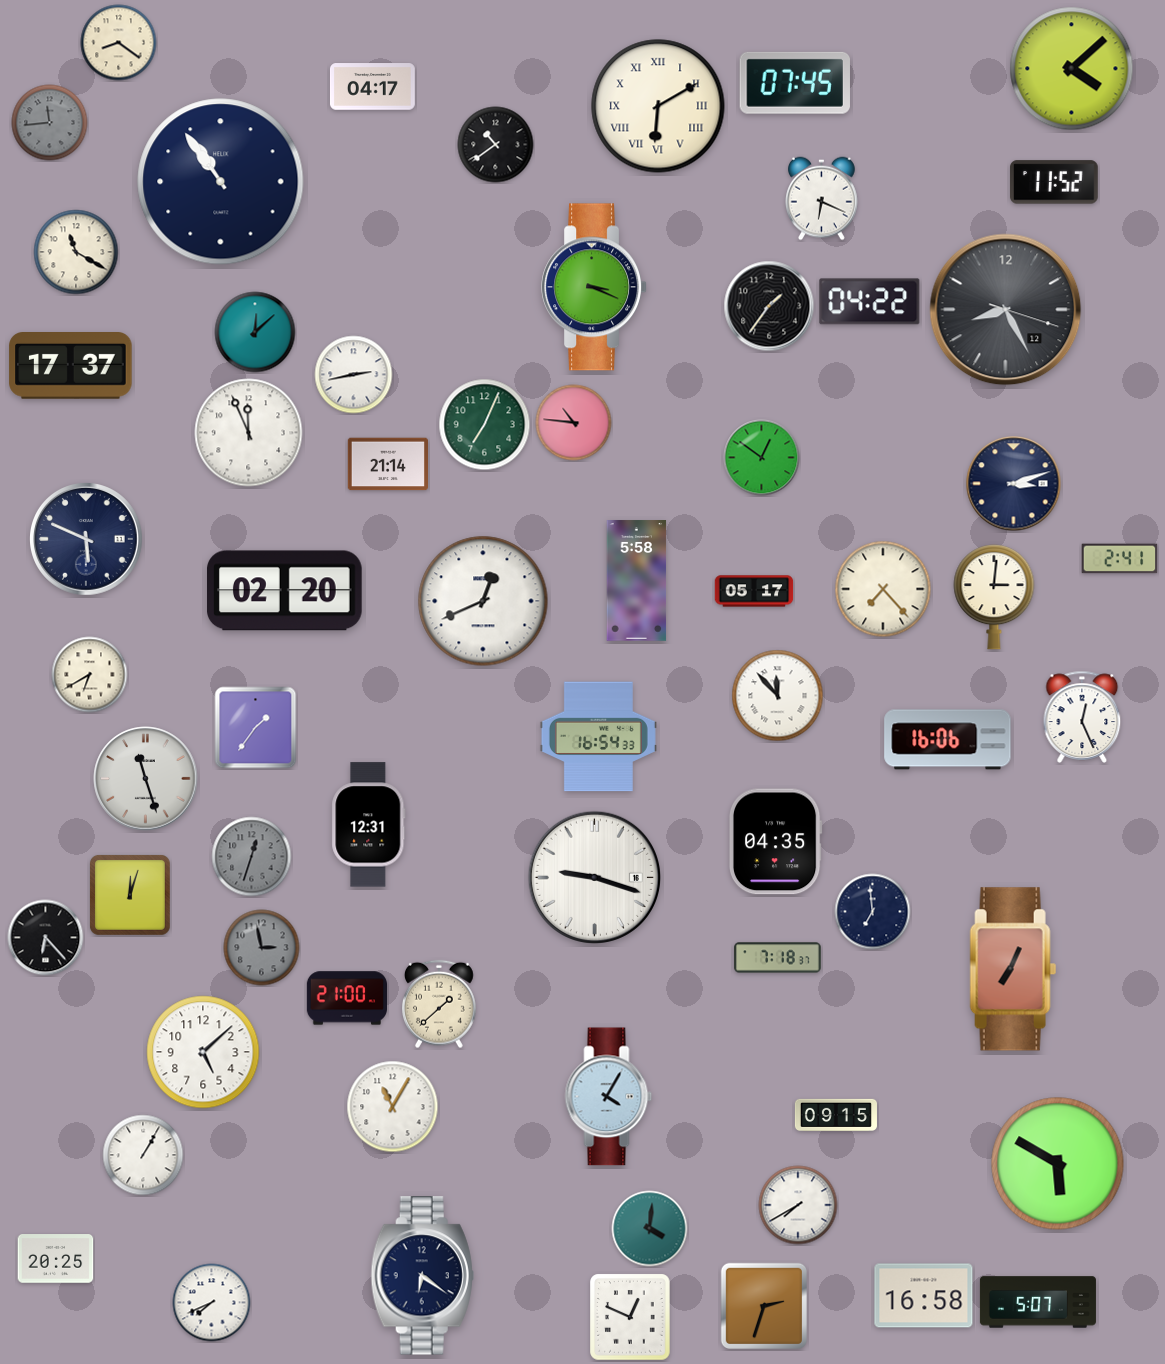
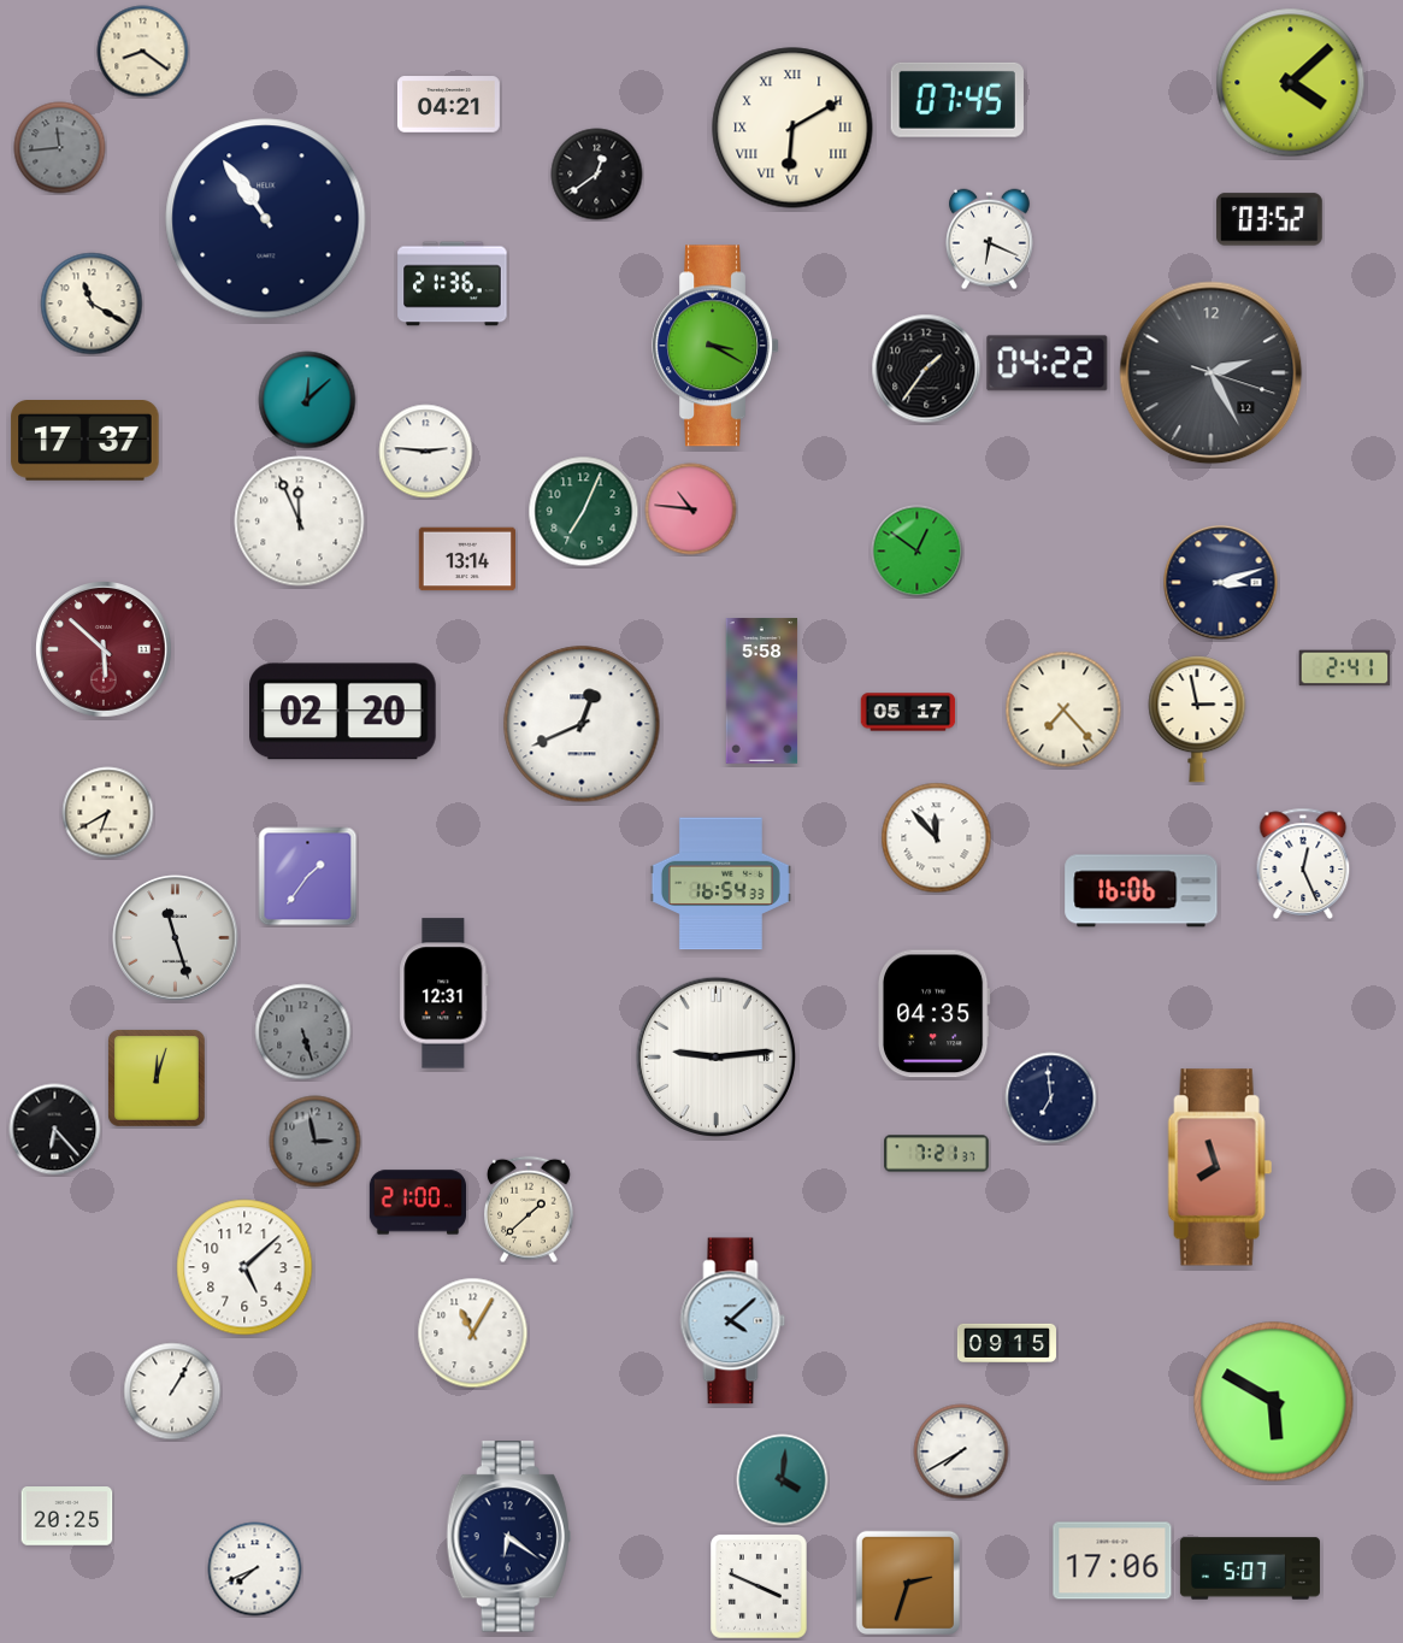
clock at (372, 87): 04:17 -> 04:21
clock at (496, 145): 10:39 -> 12:39
clock at (1054, 182): 11:52 -> 03:52
clock at (453, 284): none -> 21:36
clock at (595, 287): 3:19 -> 3:20
clock at (1006, 310): 8:25 -> 2:25
clock at (354, 375): 2:43 -> 2:46
clock at (387, 464): 21:14 -> 13:14
clock at (87, 540): 5:49 -> 5:52
clock at (87, 540) dial: navy -> burgundy
clock at (1120, 559) position: (1120, 559) -> (1345, 669)
clock at (637, 581) position: (637, 581) -> (762, 691)
clock at (994, 597): 3:01 -> 2:58
clock at (598, 737) position: (598, 737) -> (720, 884)
clock at (252, 857): 12:33 -> 5:27
clock at (594, 877): 9:18 -> 9:14
clock at (778, 958): 7:18 -> 7:21
clock at (1013, 969): 7:04 -> 7:57
clock at (609, 1097): 4:05 -> 4:08
clock at (924, 1296): 16:58 -> 17:06
clock at (764, 1306) position: (764, 1306) -> (908, 1583)
clock at (630, 1317): 12:49 -> 3:49
